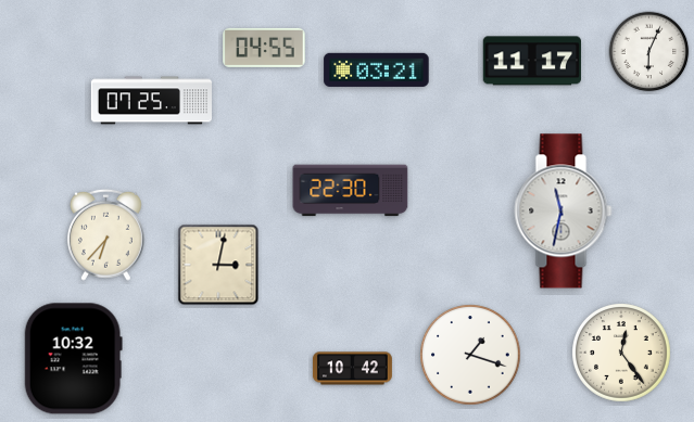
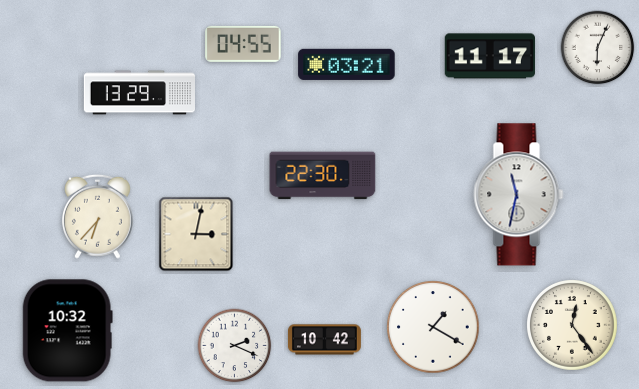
clock at (151, 101): 07:25 -> 13:29
clock at (218, 265) position: (218, 265) -> (196, 234)
clock at (470, 355): 1:18 -> 1:20
clock at (235, 346): none -> 2:19
